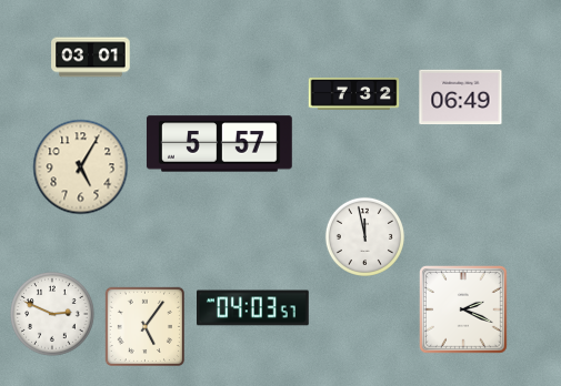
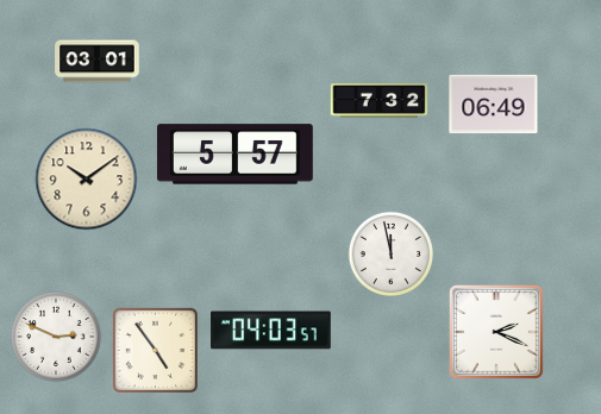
clock at (81, 167): 5:05 -> 10:09
clock at (144, 326): 5:06 -> 4:54
